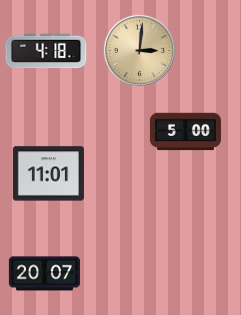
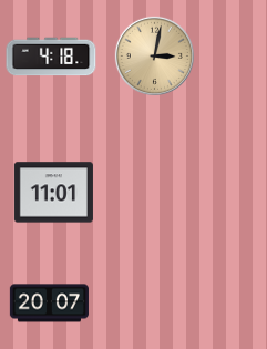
clock at (139, 50): 3:01 -> 3:02
clock at (185, 132): 5:00 -> none
